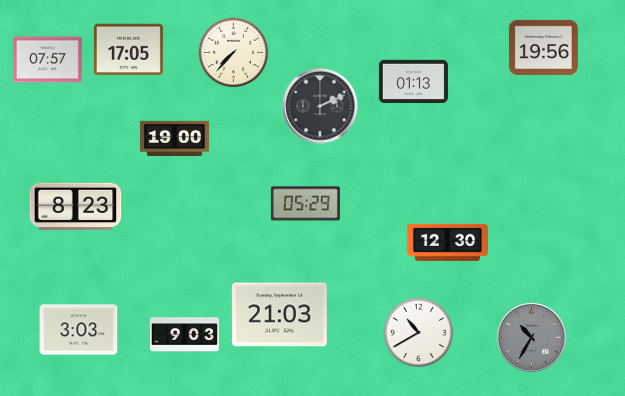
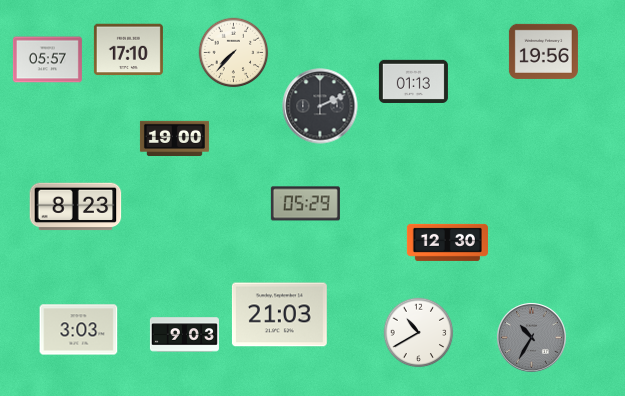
clock at (543, 47) position: (543, 47) -> (543, 51)
clock at (128, 50): 17:05 -> 17:10
clock at (47, 60): 07:57 -> 05:57
